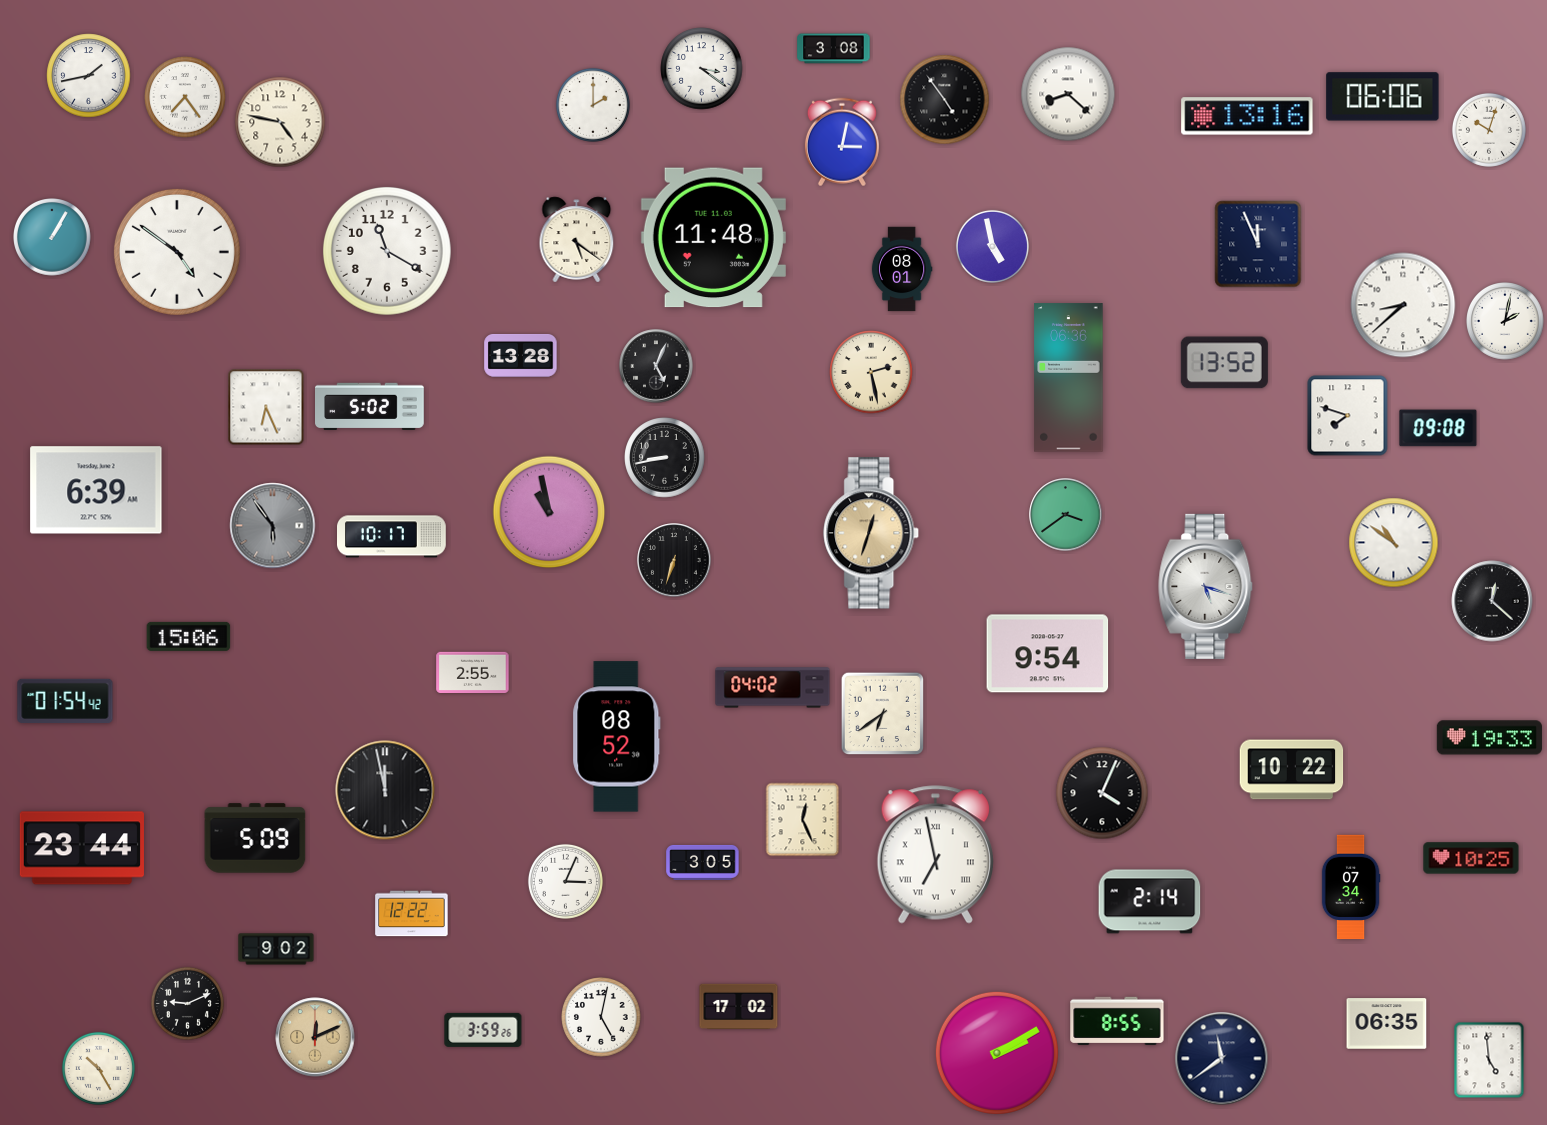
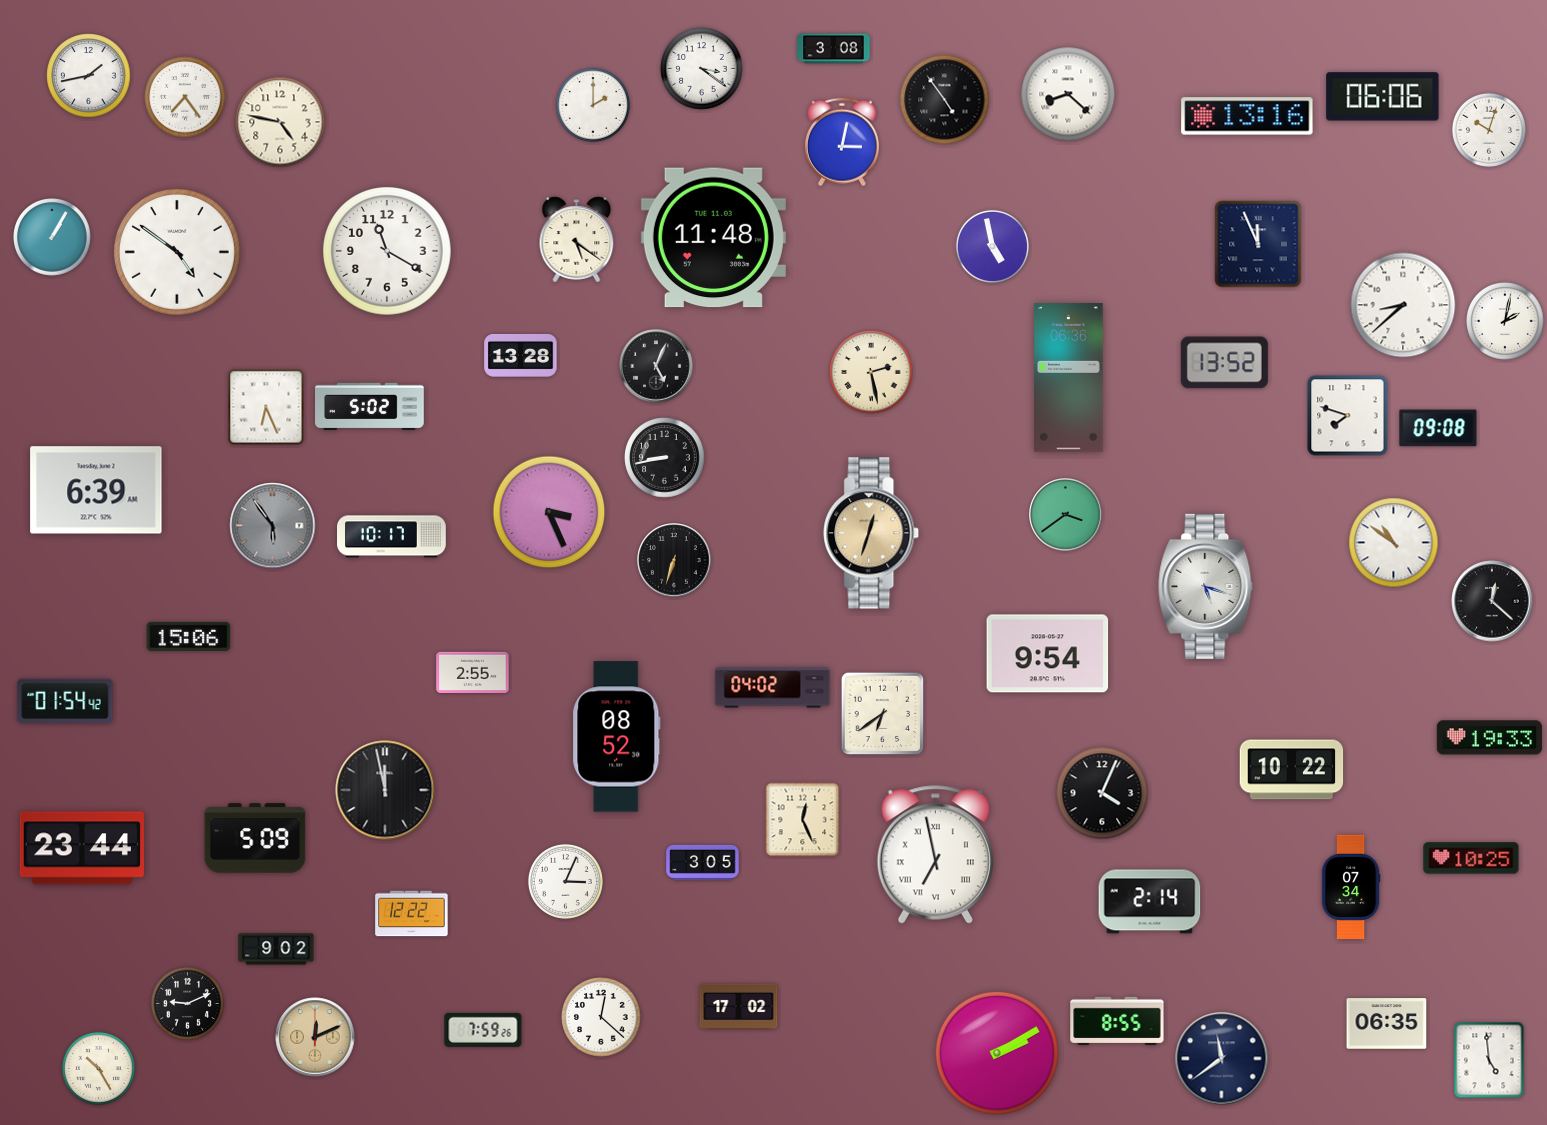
clock at (902, 269): 08:01 -> none
clock at (549, 512): 10:58 -> 3:26
clock at (601, 1017): 5:02 -> 12:22
clock at (483, 1030): 3:59 -> 7:59
